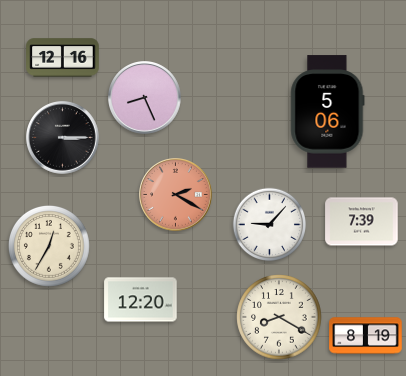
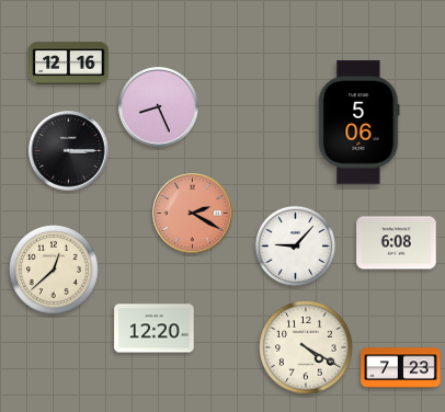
clock at (362, 222): 7:39 -> 6:08
clock at (49, 246): 12:35 -> 12:38
clock at (279, 317): 8:20 -> 4:20
clock at (366, 336): 8:19 -> 7:23
